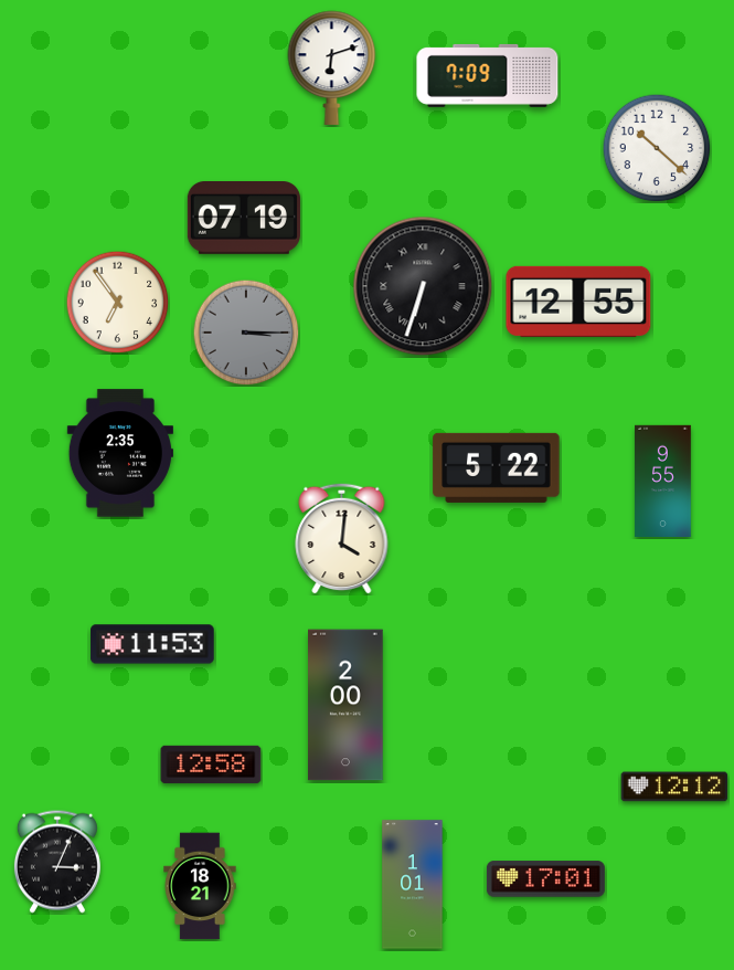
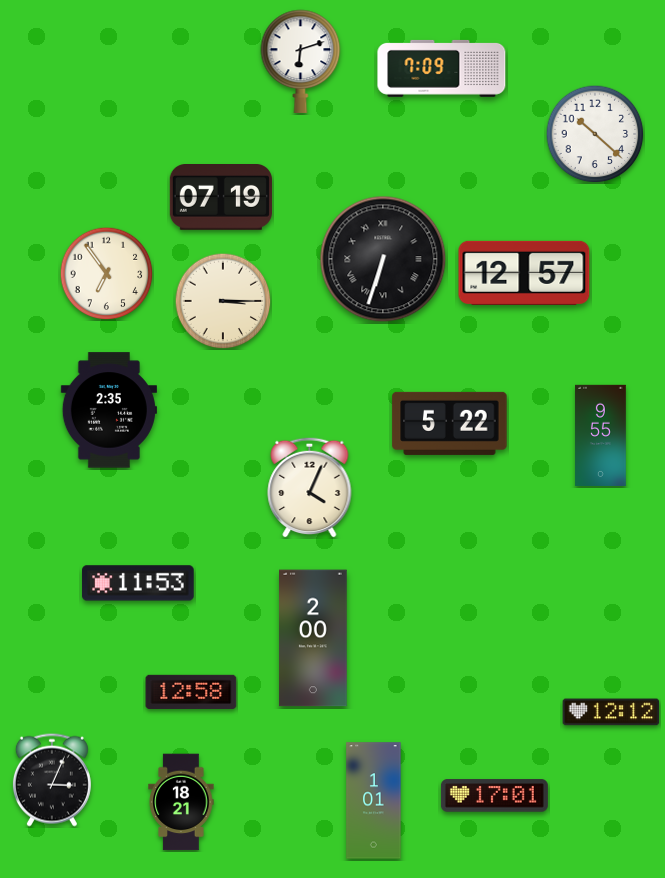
clock at (578, 302): 12:55 -> 12:57
clock at (246, 333) dial: grey -> cream
clock at (342, 538): 4:01 -> 4:04
